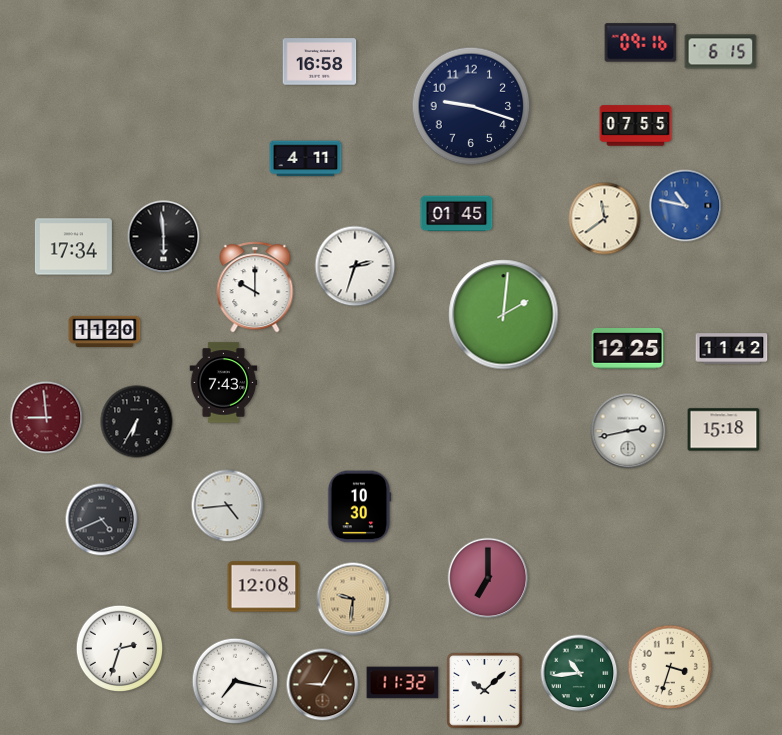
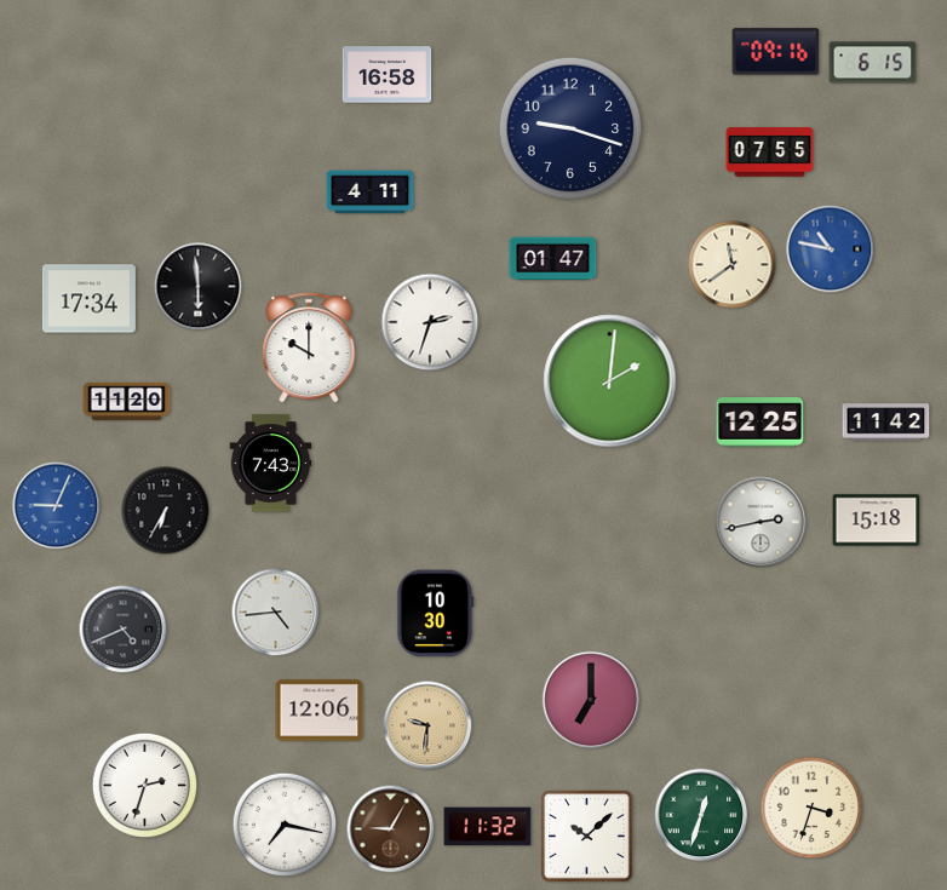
clock at (457, 214): 01:45 -> 01:47
clock at (47, 418): 8:59 -> 9:04
clock at (47, 418) dial: burgundy -> blue
clock at (264, 587): 12:08 -> 12:06
clock at (579, 673): 10:44 -> 12:33
